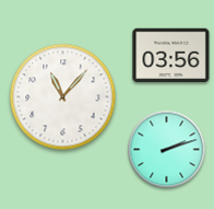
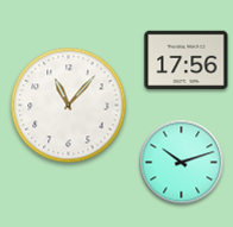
clock at (171, 56): 03:56 -> 17:56
clock at (167, 150): 2:12 -> 10:12
